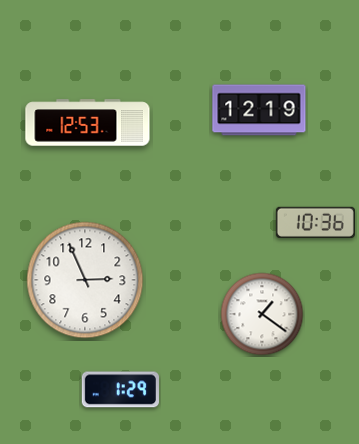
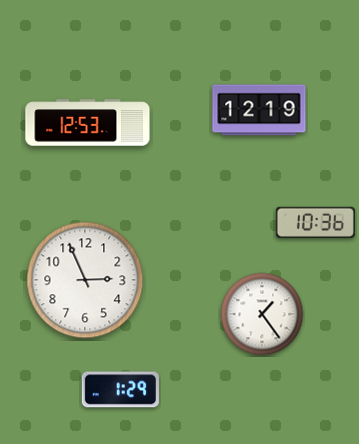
clock at (262, 314): 1:21 -> 1:24
